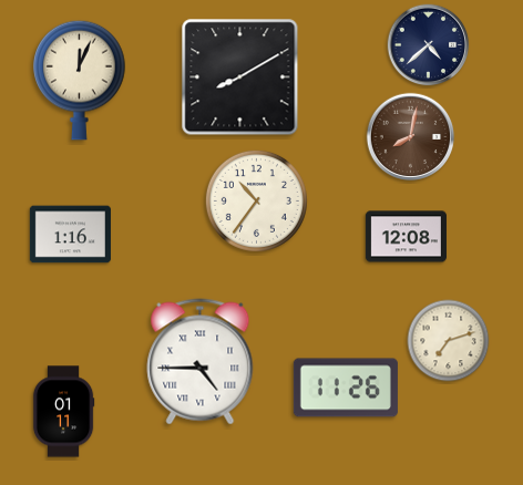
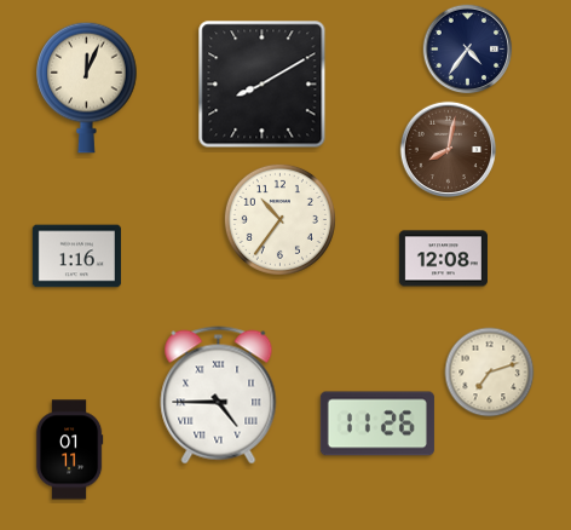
clock at (429, 45): 4:38 -> 4:36
